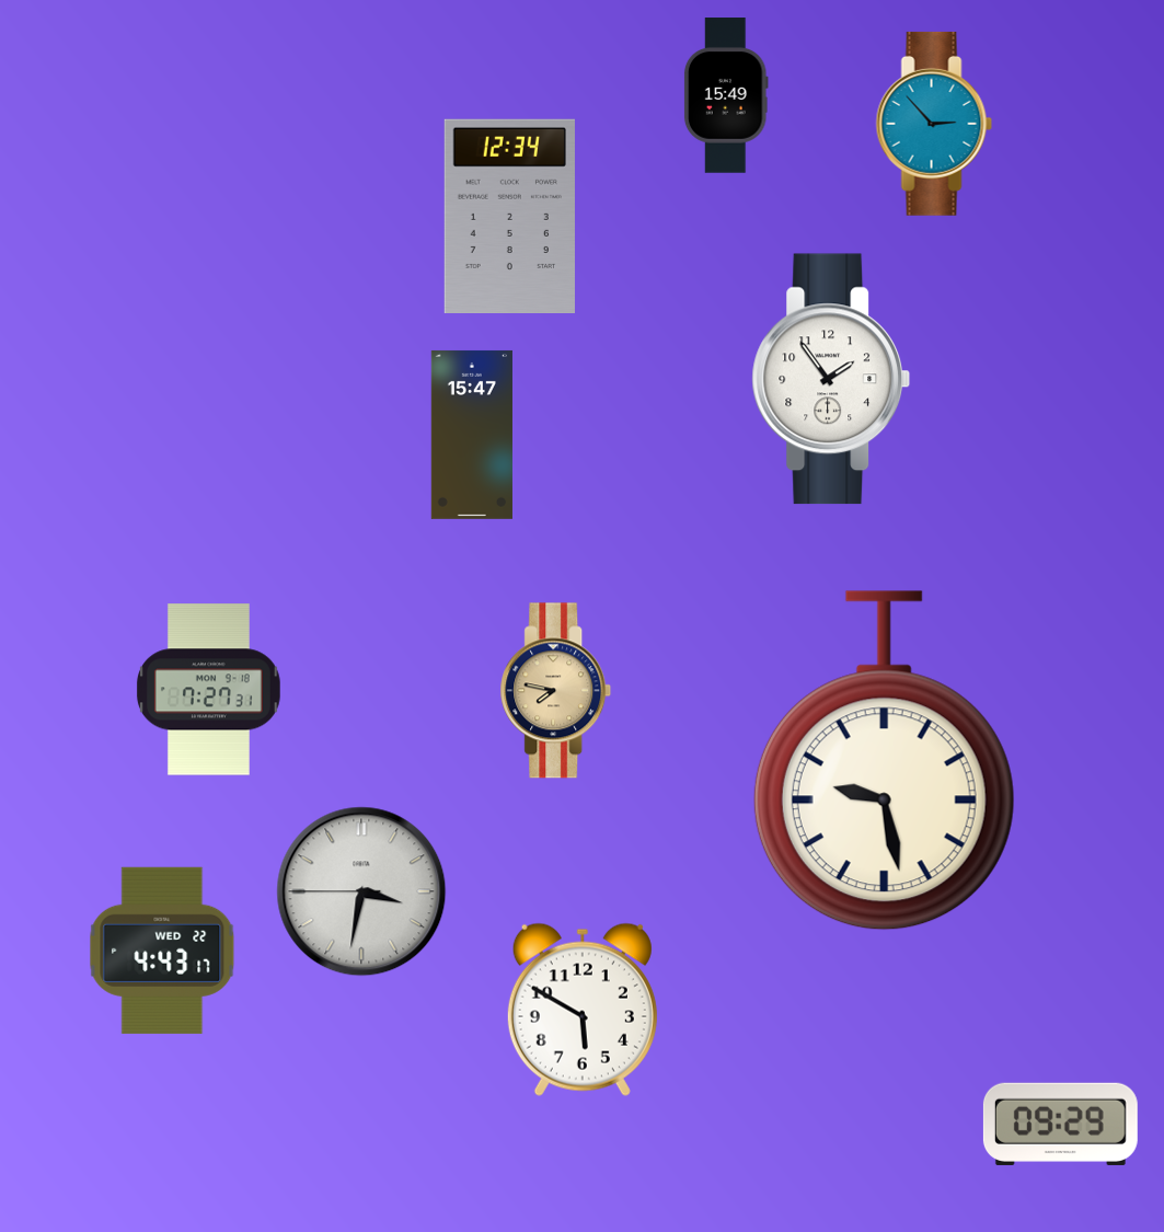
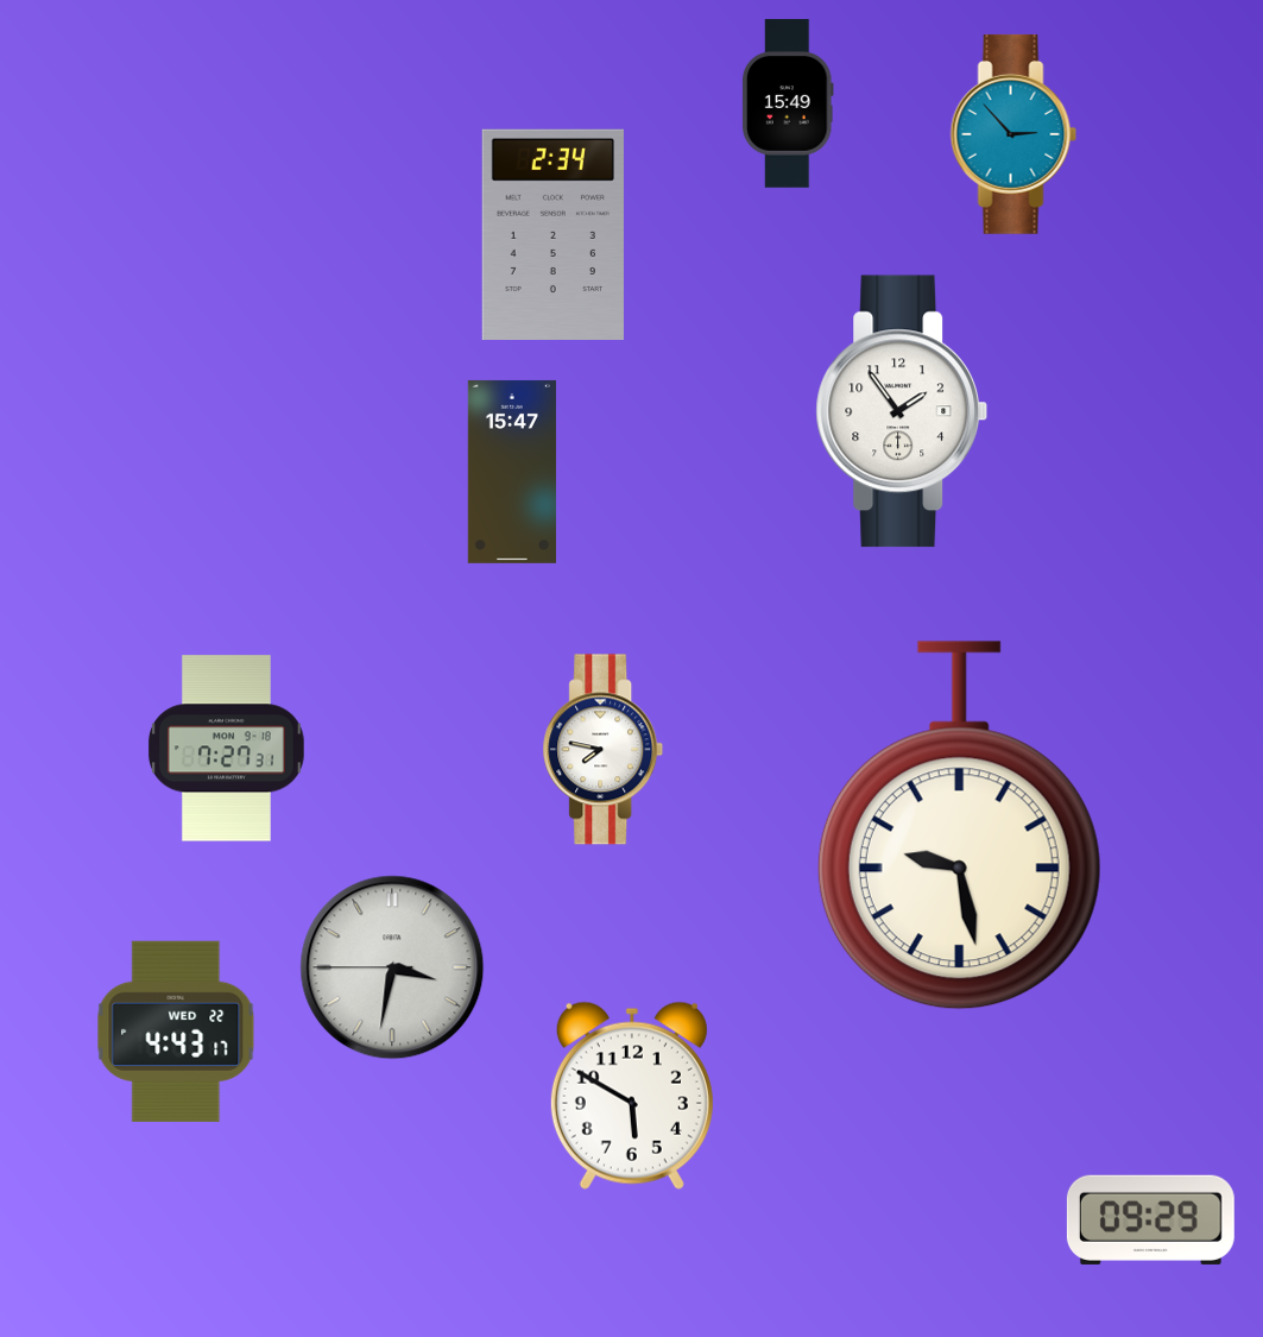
clock at (509, 216): 12:34 -> 2:34
clock at (556, 691) dial: champagne -> white
